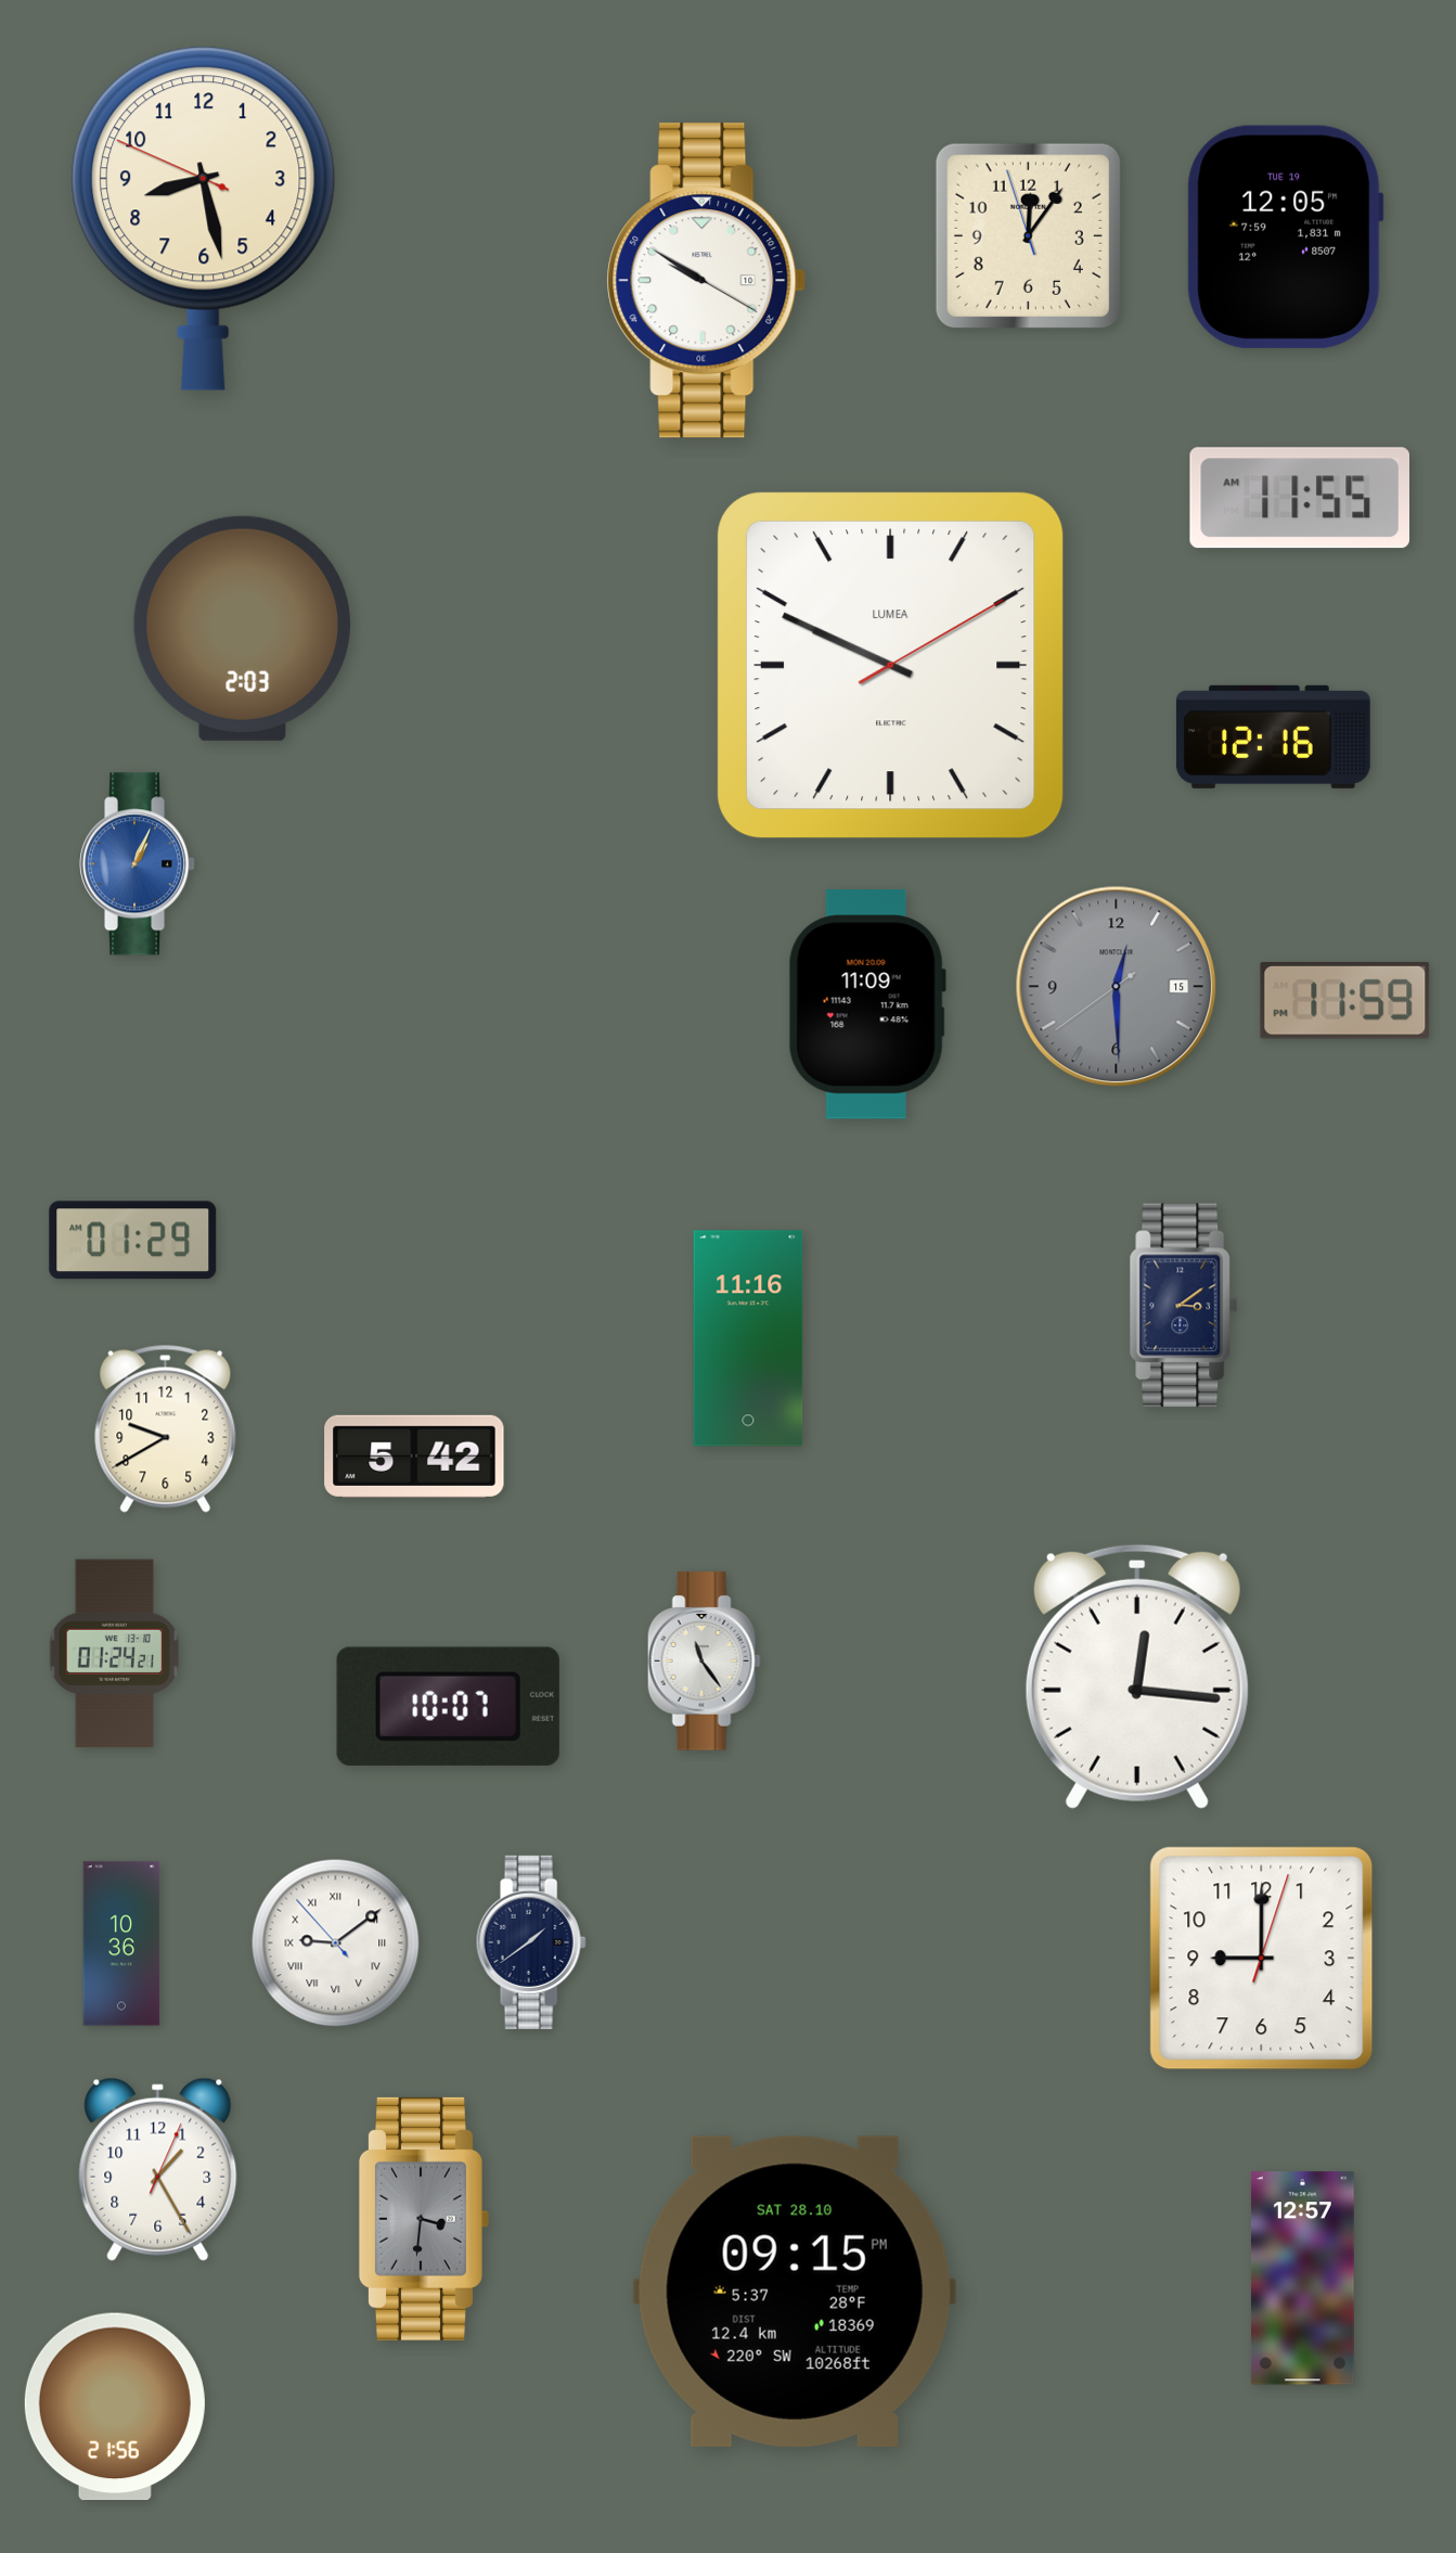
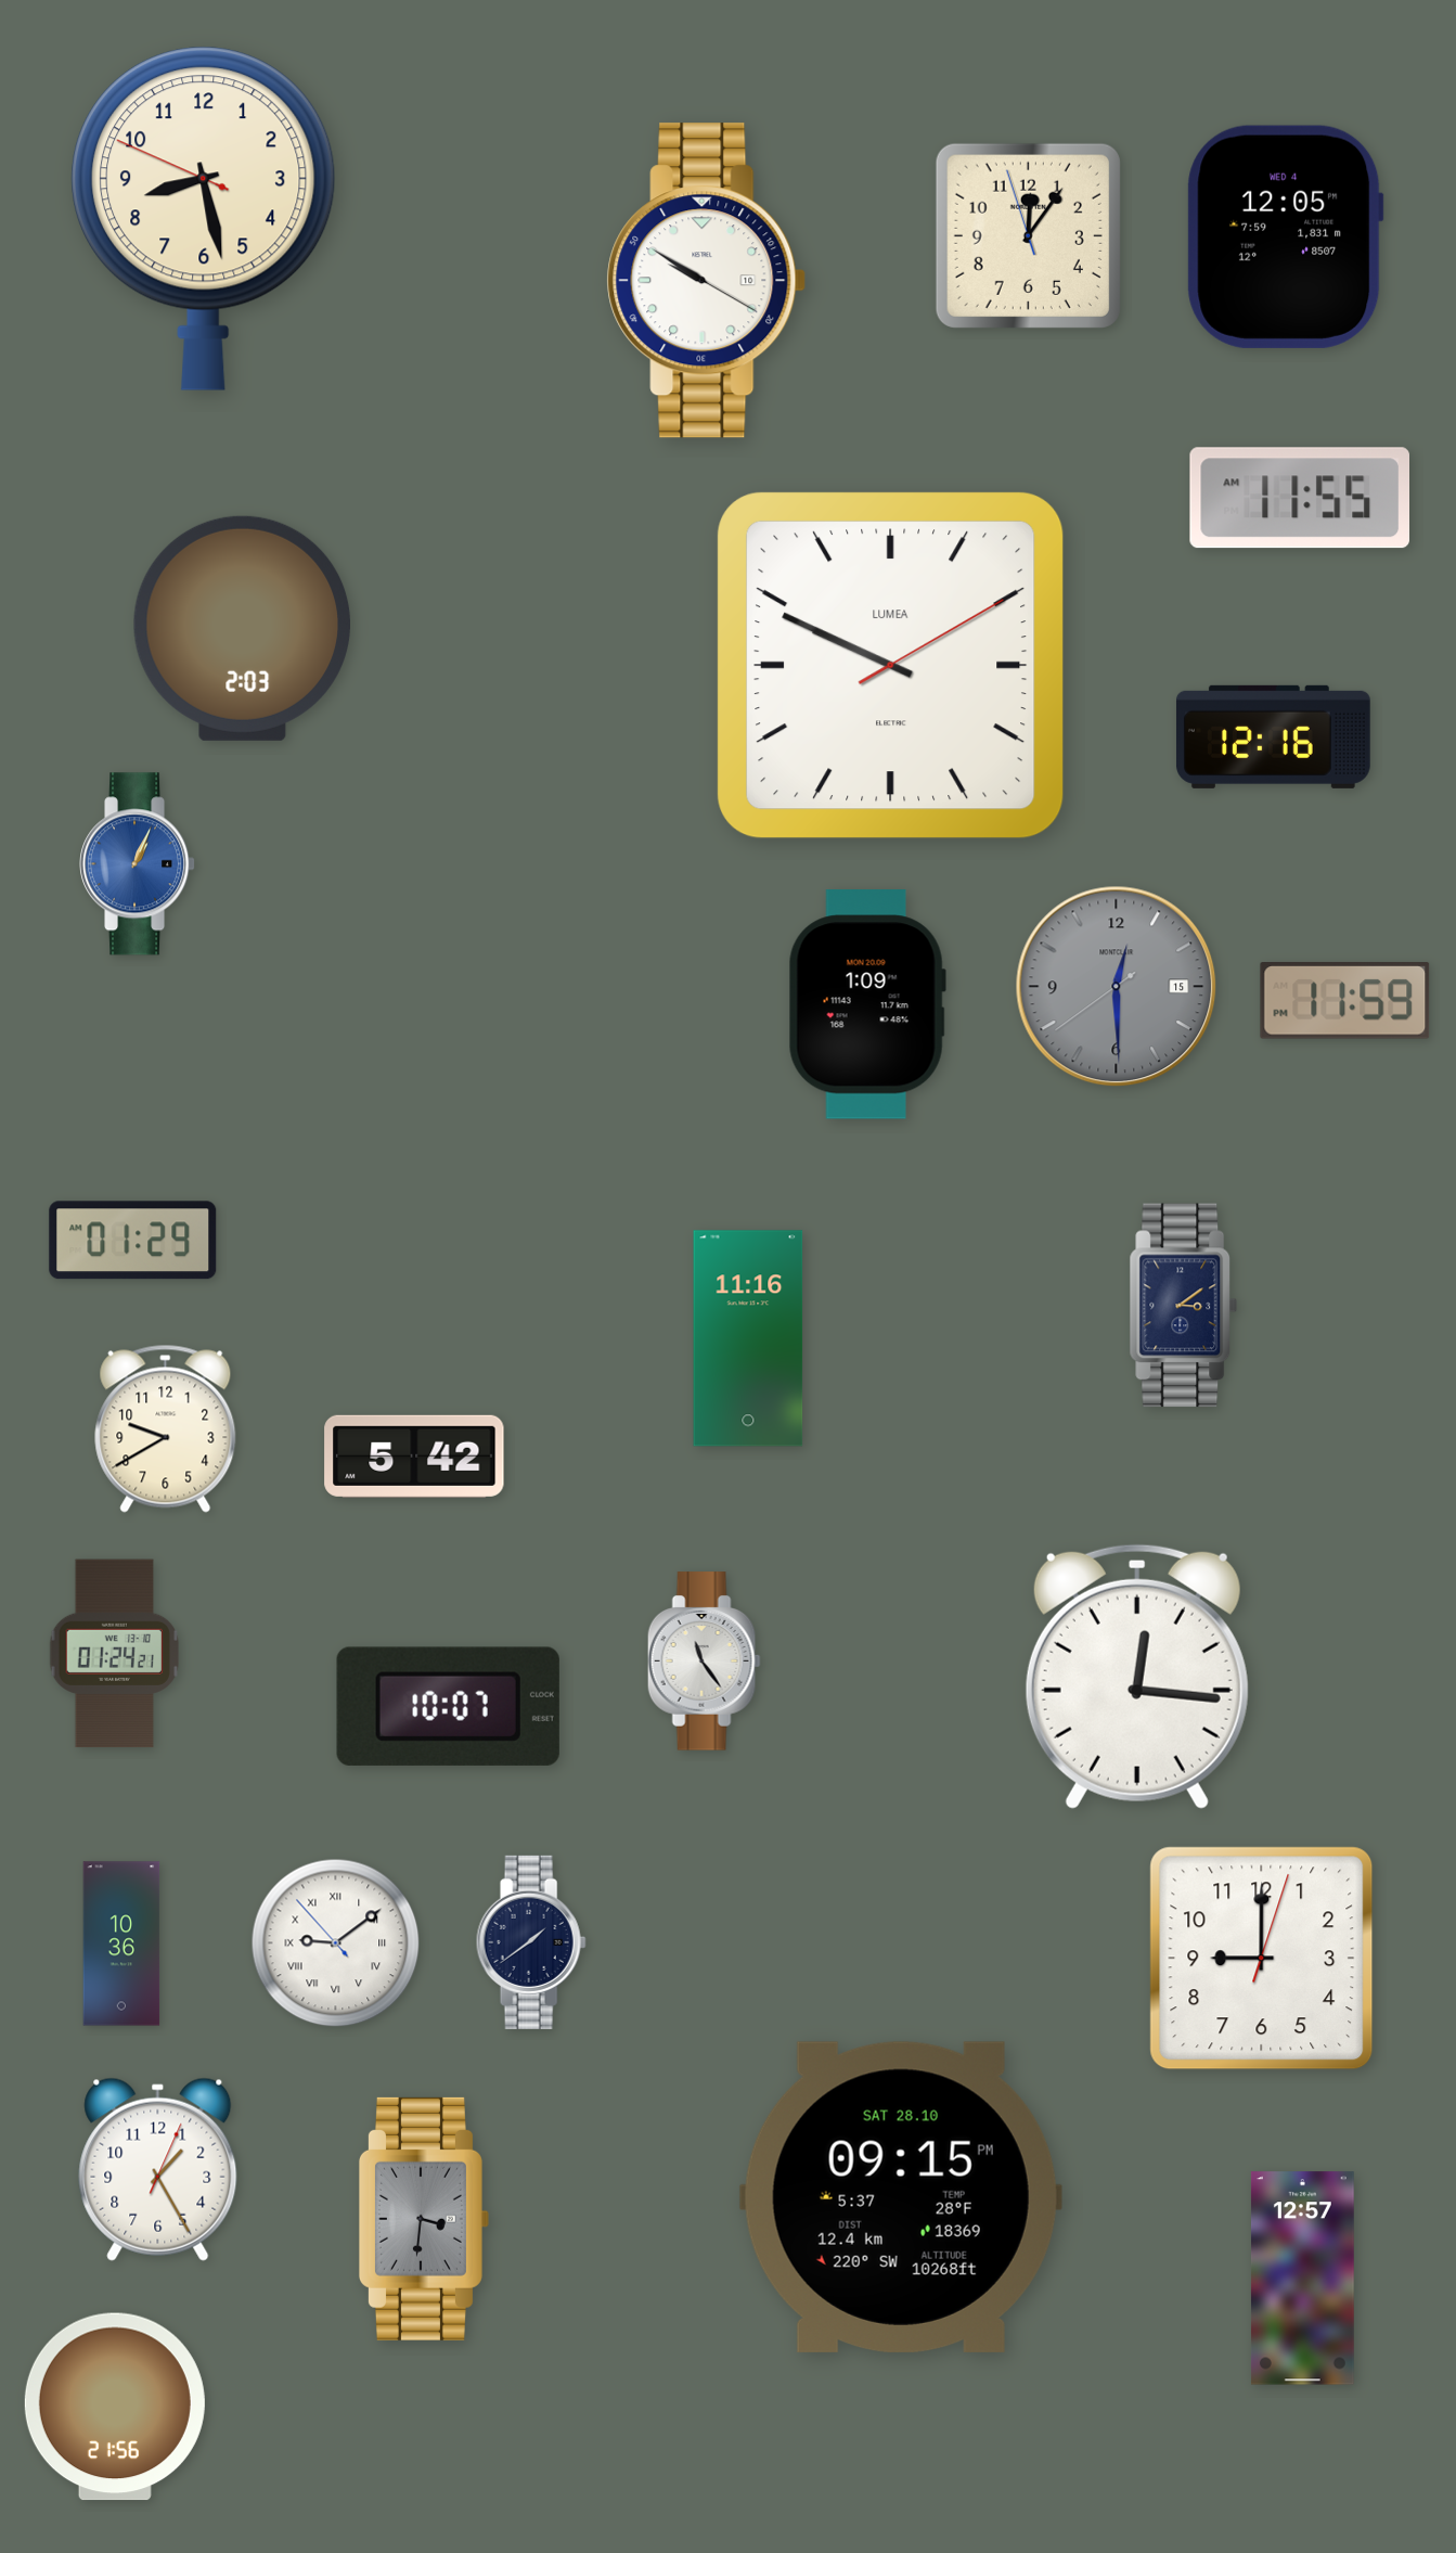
clock at (1285, 236) date: TUE 19 -> WED 4
clock at (867, 1004): 11:09 -> 1:09
clock at (795, 2292) position: (795, 2292) -> (901, 2197)
